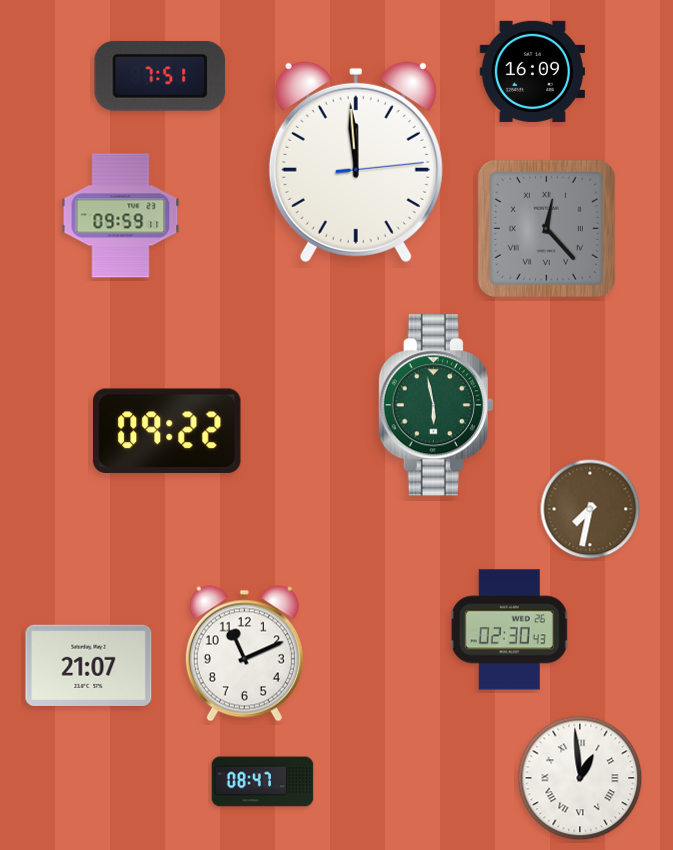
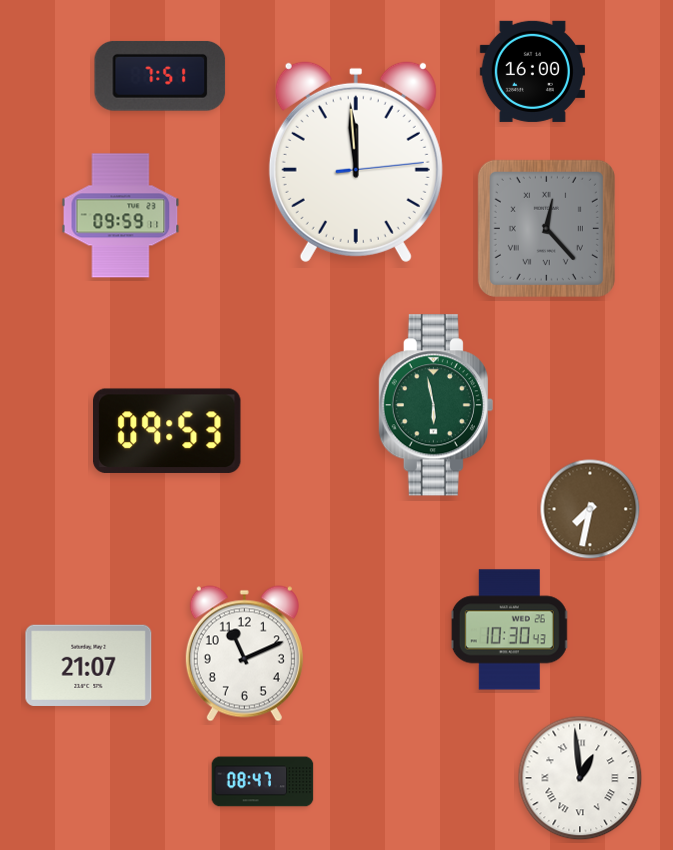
clock at (532, 71): 16:09 -> 16:00
clock at (168, 431): 09:22 -> 09:53
clock at (510, 630): 02:30 -> 10:30
